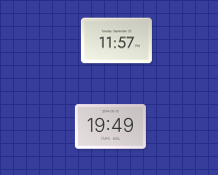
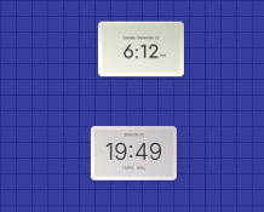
clock at (116, 41): 11:57 -> 6:12
